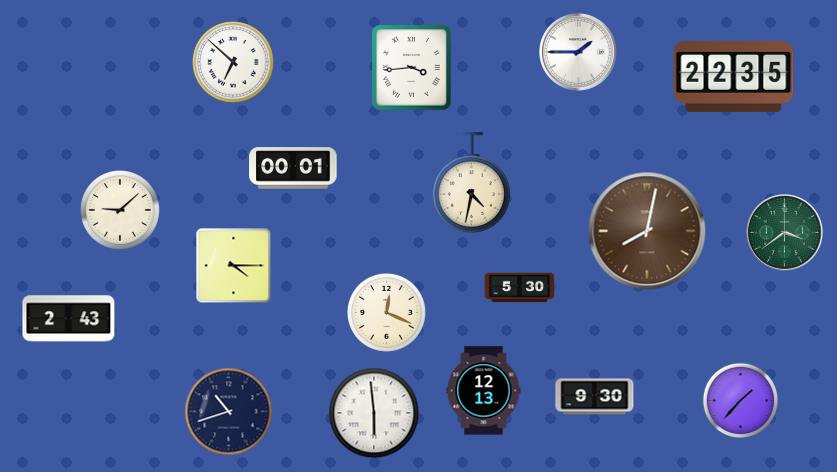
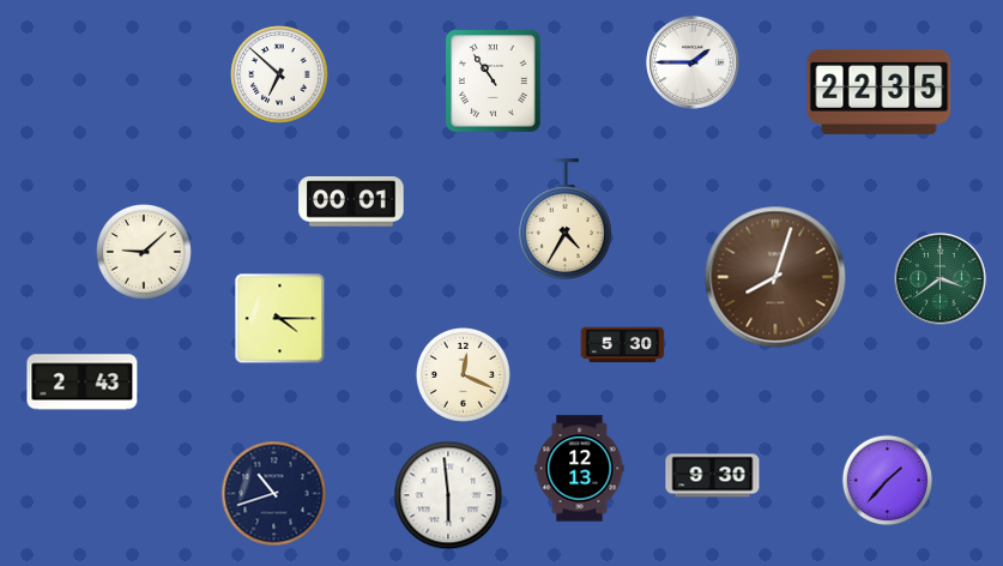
clock at (412, 68): 3:44 -> 10:54
clock at (471, 183): 4:32 -> 4:35
clock at (647, 231): 8:02 -> 8:03
